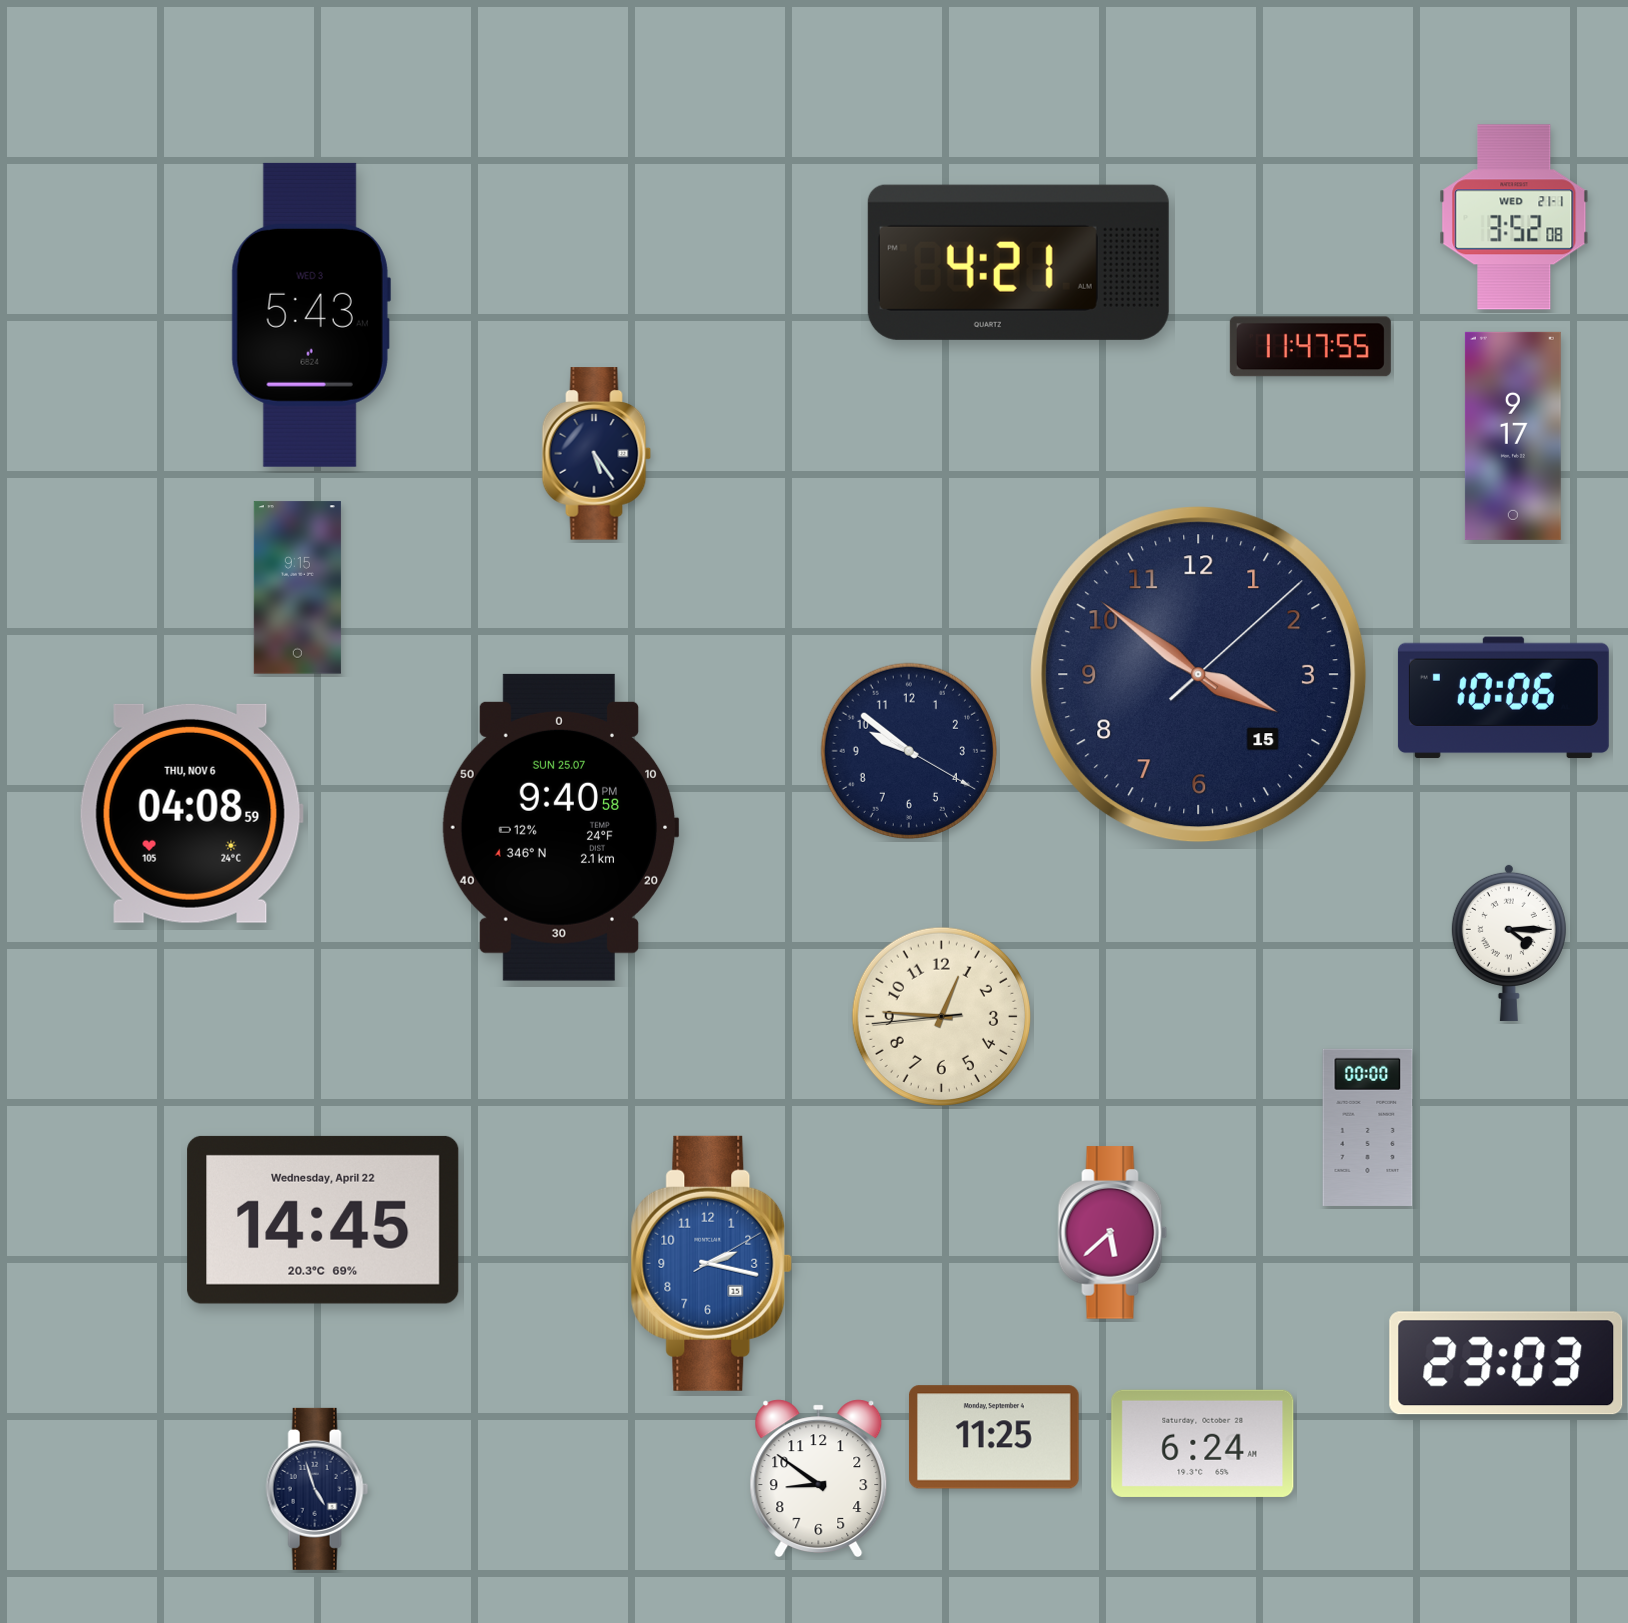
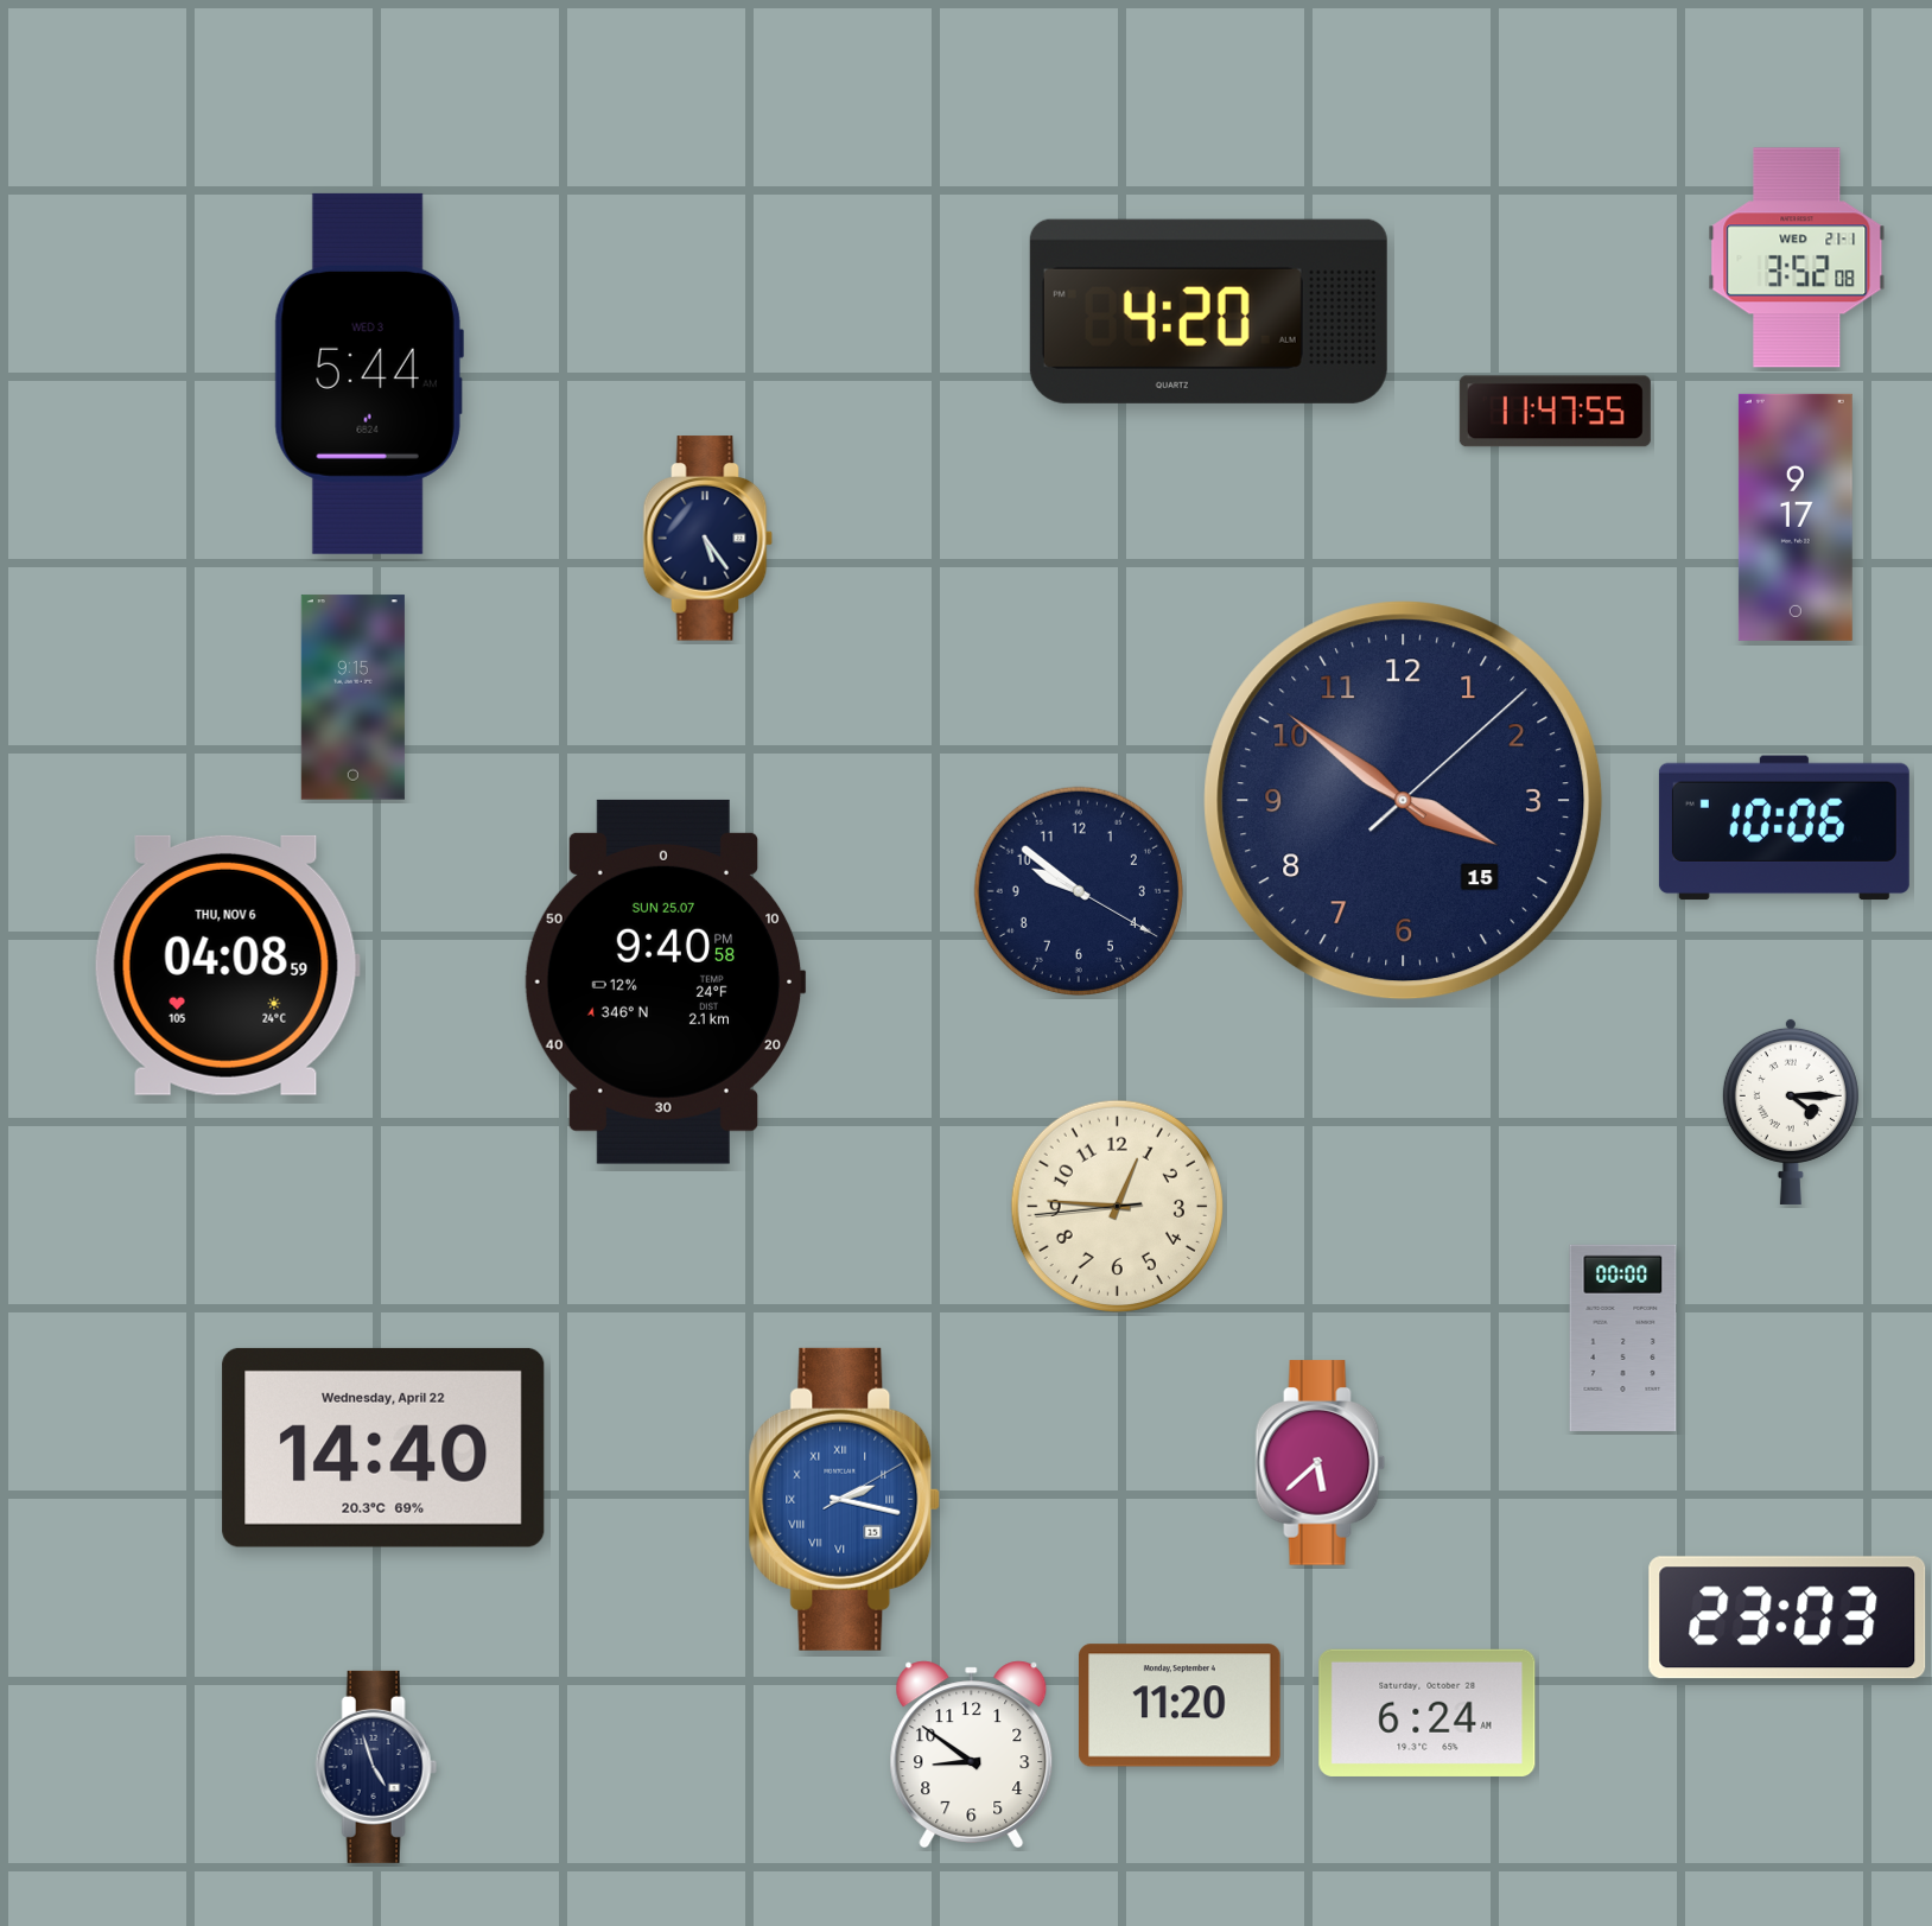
clock at (1018, 262): 4:21 -> 4:20
clock at (311, 315): 5:43 -> 5:44
clock at (1199, 675) position: (1199, 675) -> (1404, 801)
clock at (1509, 942) position: (1509, 942) -> (1791, 1111)
clock at (323, 1220): 14:45 -> 14:40
clock at (712, 1263) numerals: Arabic -> Roman
clock at (994, 1437): 11:25 -> 11:20
